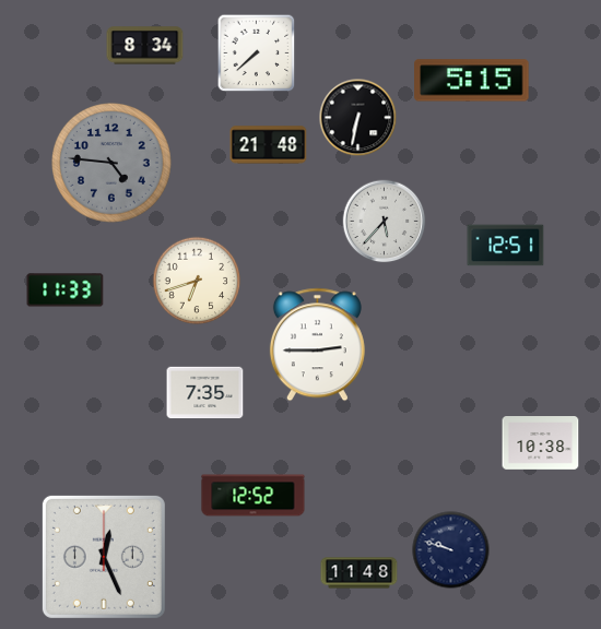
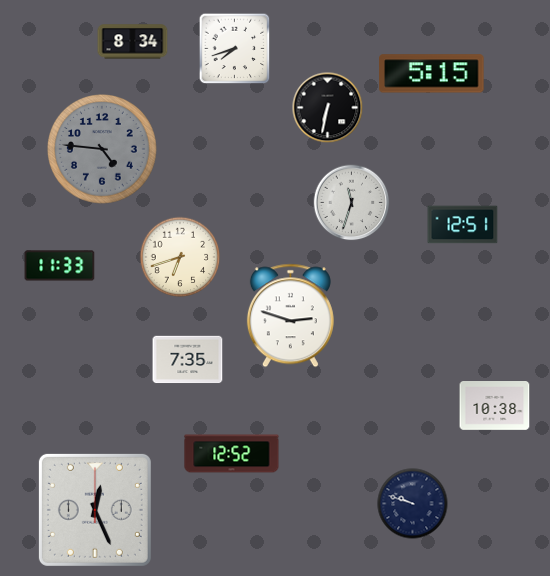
clock at (257, 54): 7:38 -> 7:42
clock at (269, 145): 21:48 -> none
clock at (385, 222): 5:37 -> 11:33
clock at (317, 345): 2:45 -> 2:48
clock at (360, 573): 11:48 -> none
